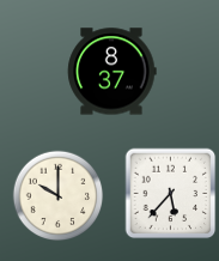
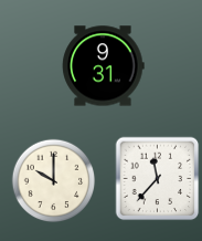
clock at (112, 72): 8:37 -> 9:31
clock at (171, 194): 5:37 -> 11:37
